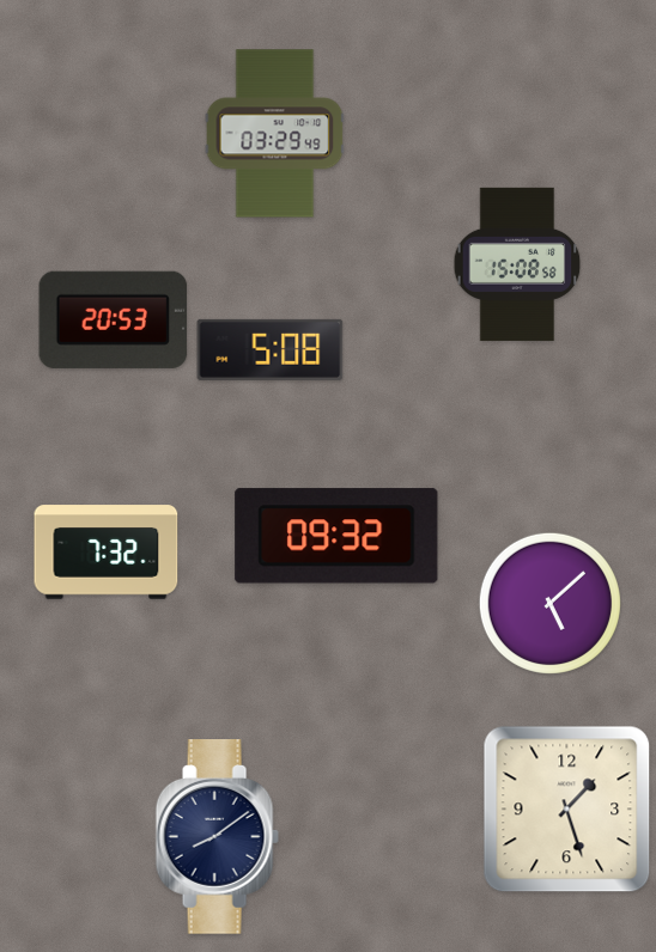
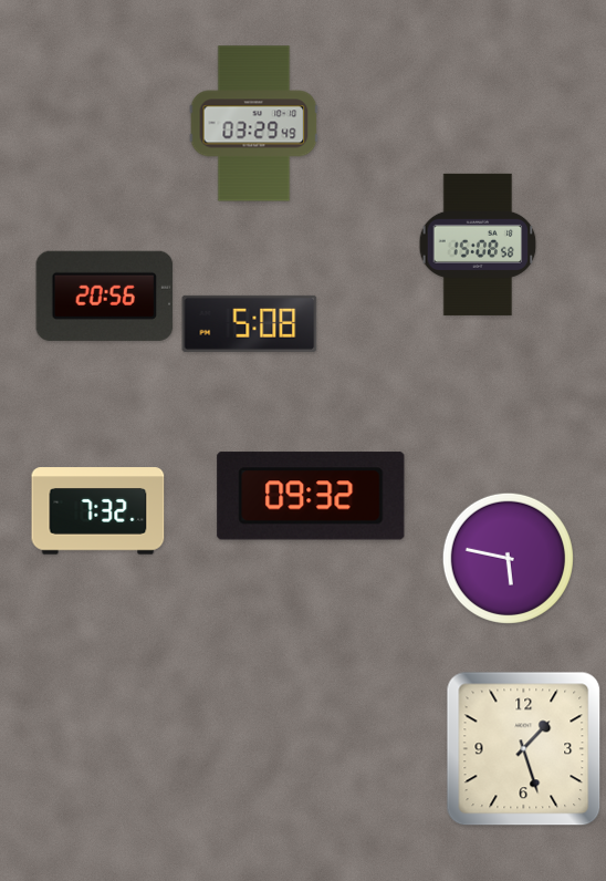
clock at (114, 319): 20:53 -> 20:56
clock at (549, 603): 5:08 -> 5:47
clock at (217, 837): 8:09 -> none
